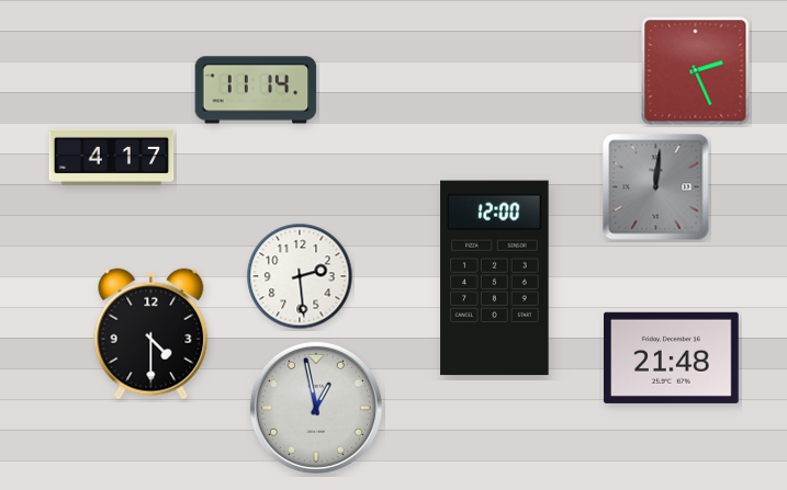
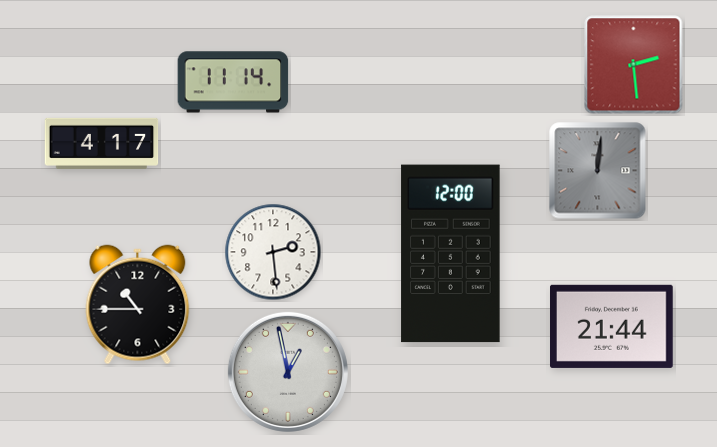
clock at (696, 71): 2:26 -> 2:29
clock at (151, 334): 4:30 -> 10:45
clock at (672, 357): 21:48 -> 21:44
